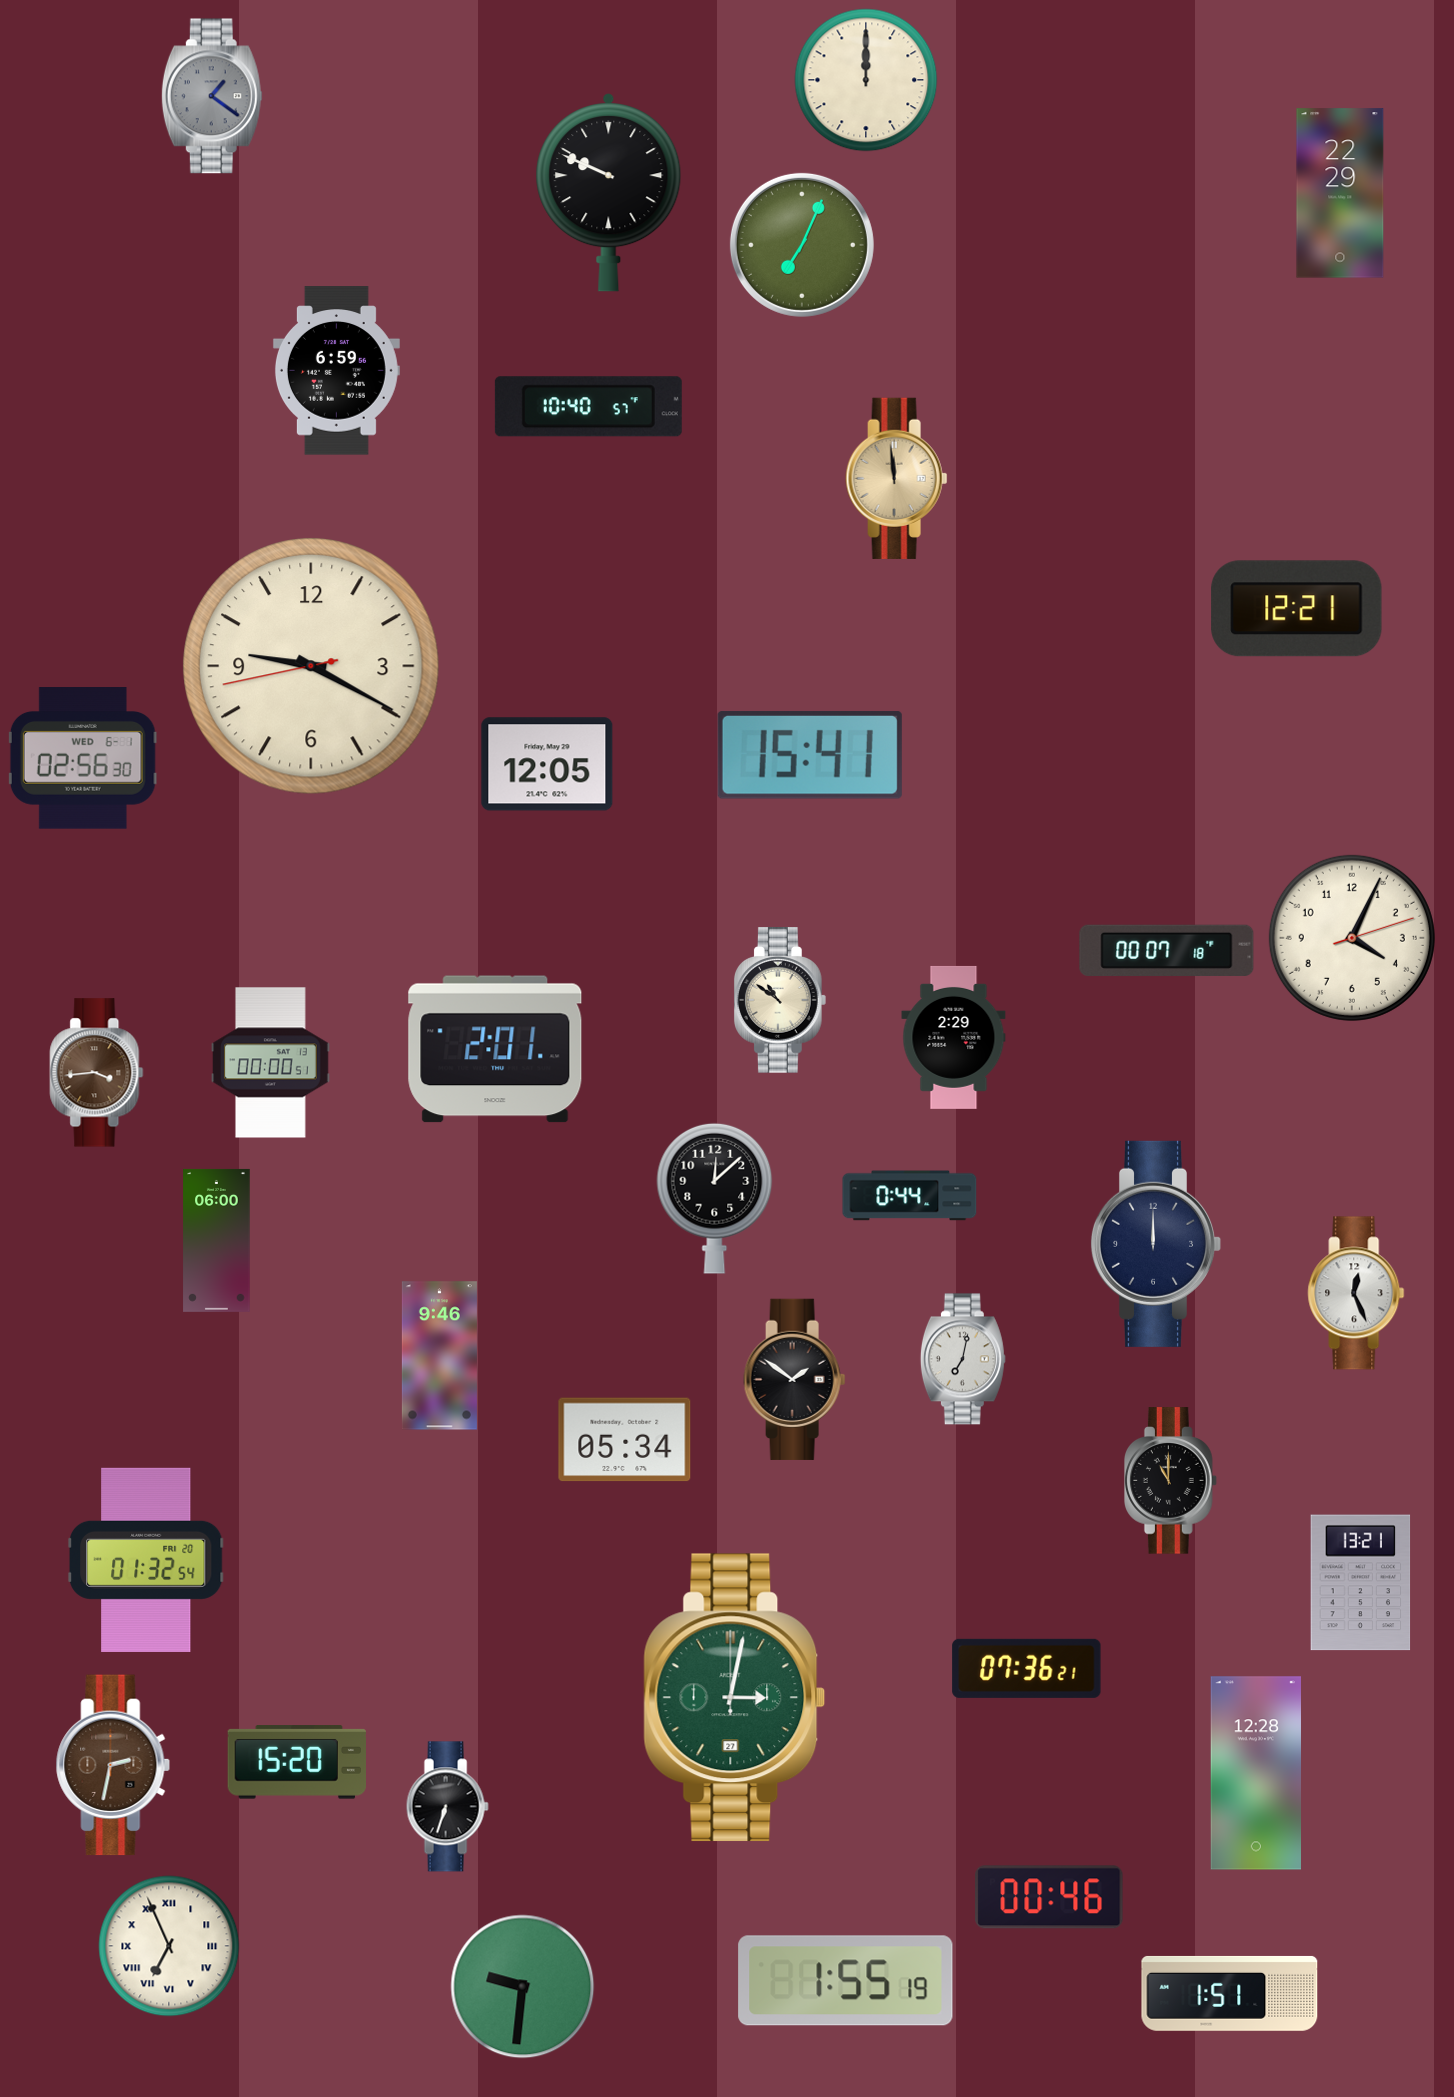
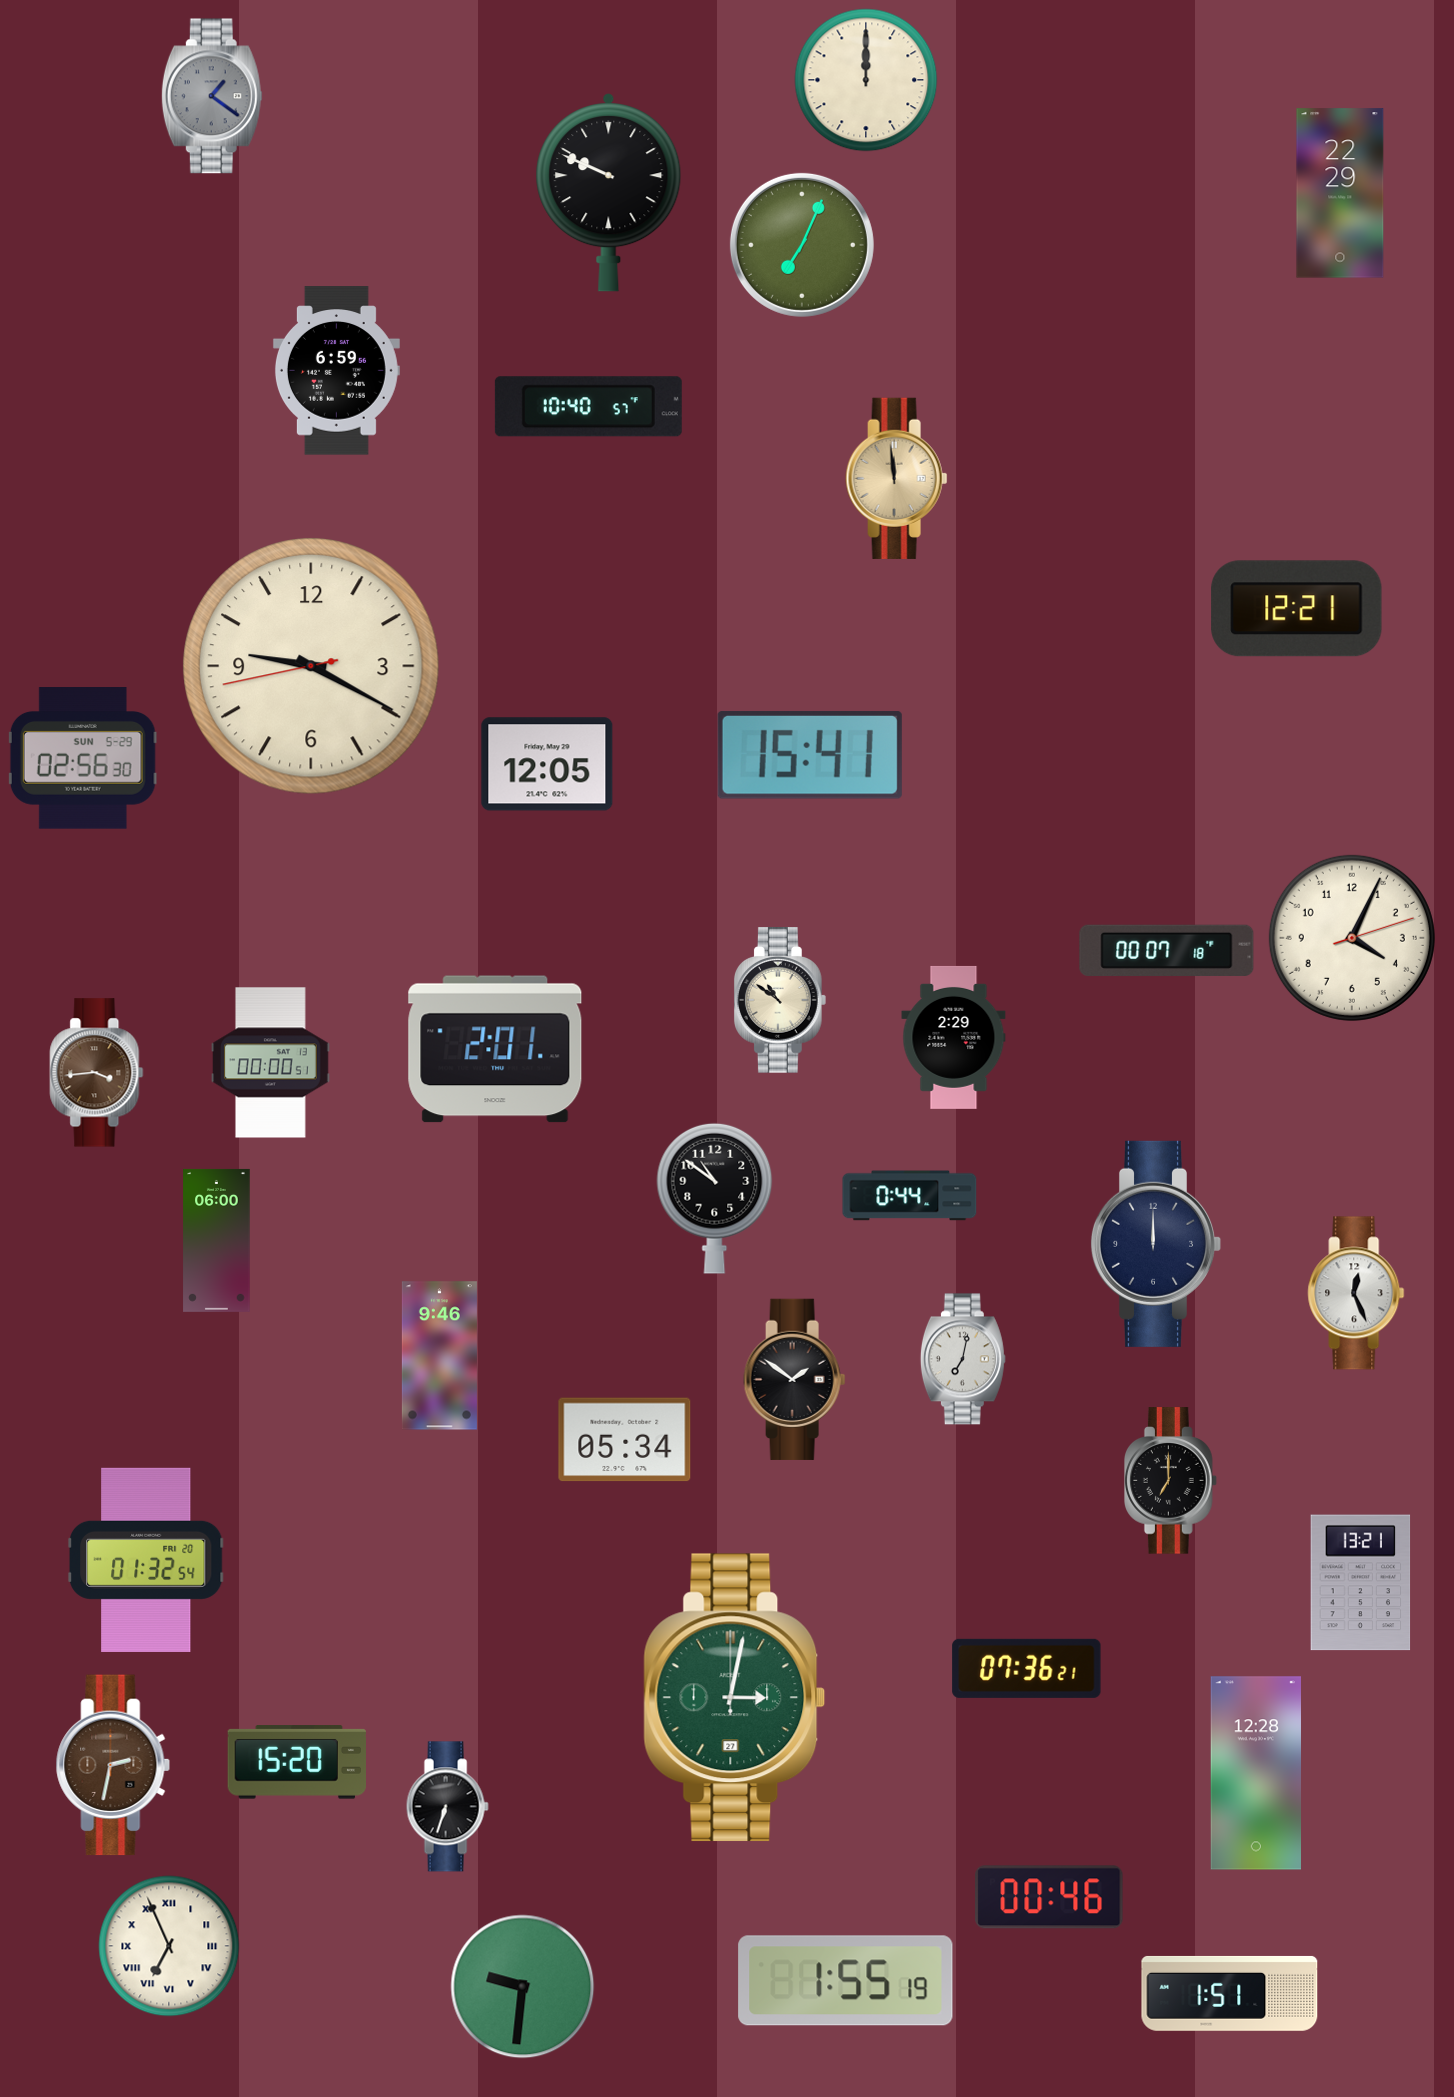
clock at (83, 758) date: WED 6-1 -> SUN 5-29
clock at (715, 1198): 12:08 -> 10:51
clock at (1171, 1481): 11:00 -> 7:00
